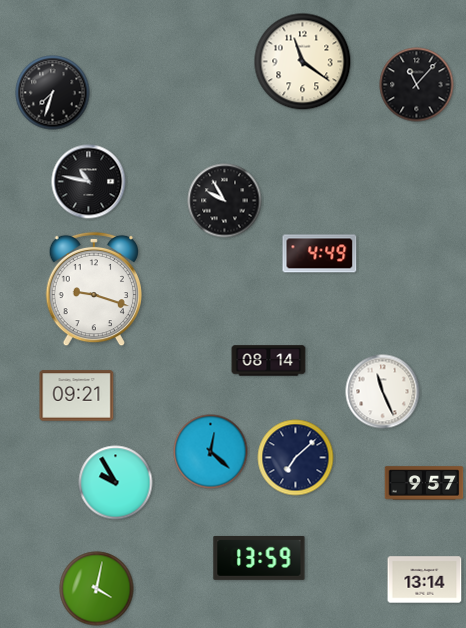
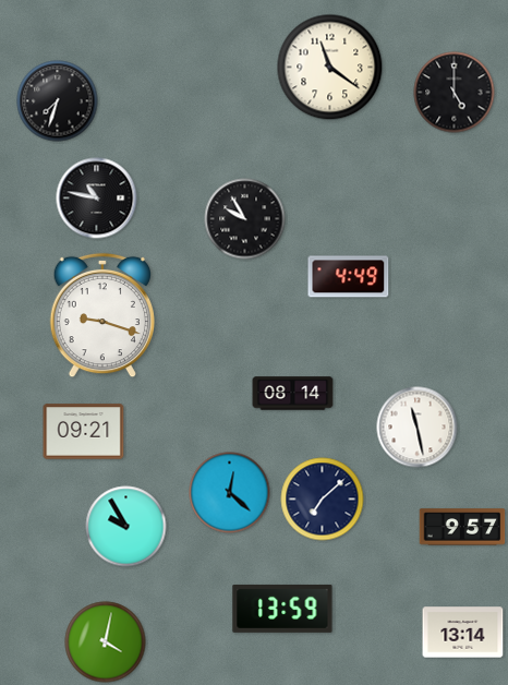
clock at (417, 85): 11:07 -> 5:00
clock at (383, 392): 11:26 -> 11:28
